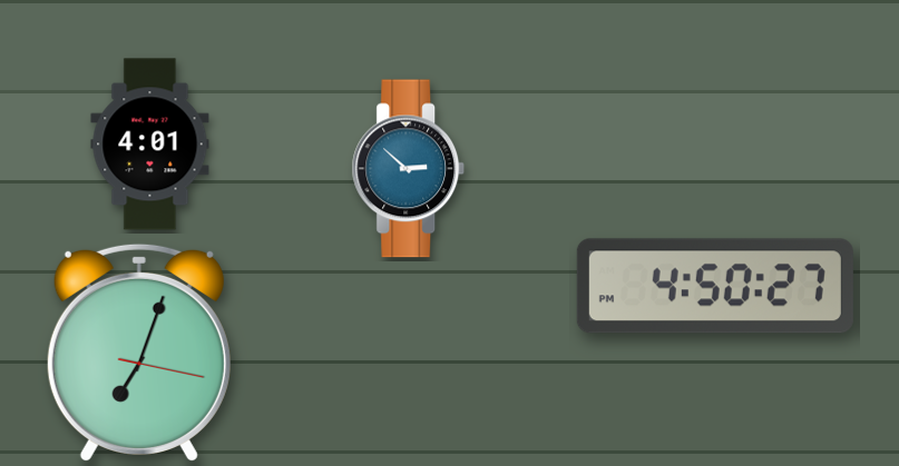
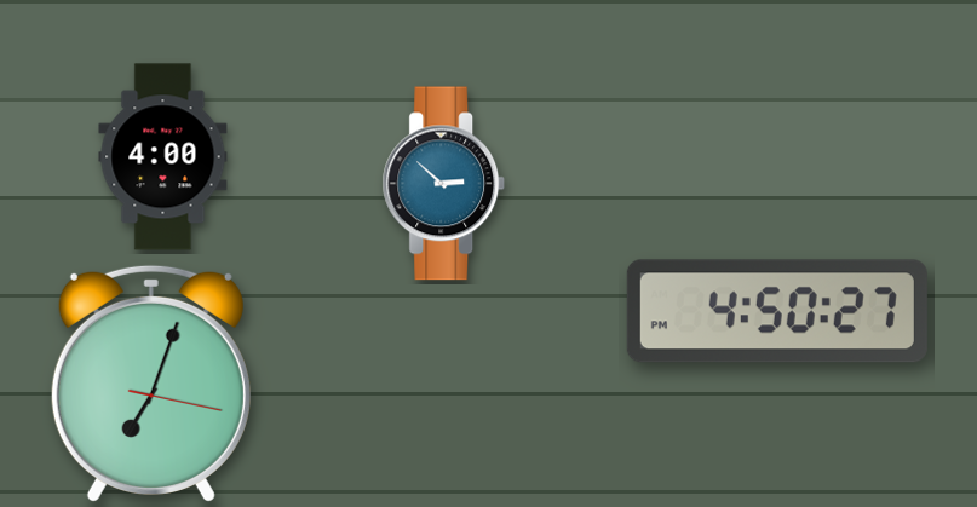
clock at (150, 145): 4:01 -> 4:00
